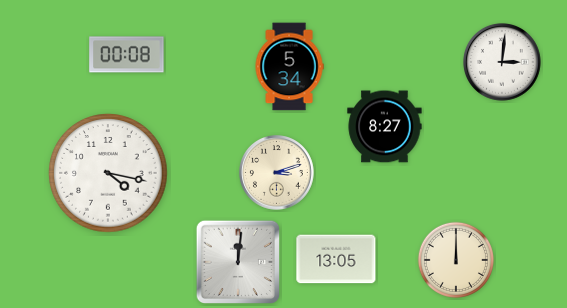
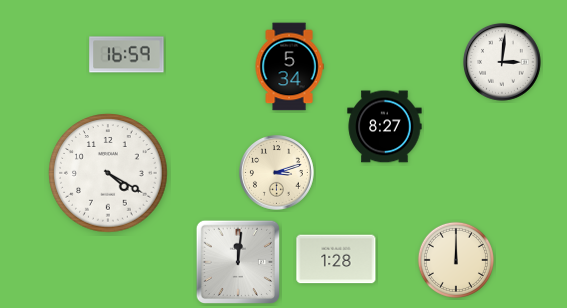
clock at (127, 55): 00:08 -> 16:59
clock at (108, 173): 4:17 -> 4:20
clock at (336, 259): 13:05 -> 1:28
